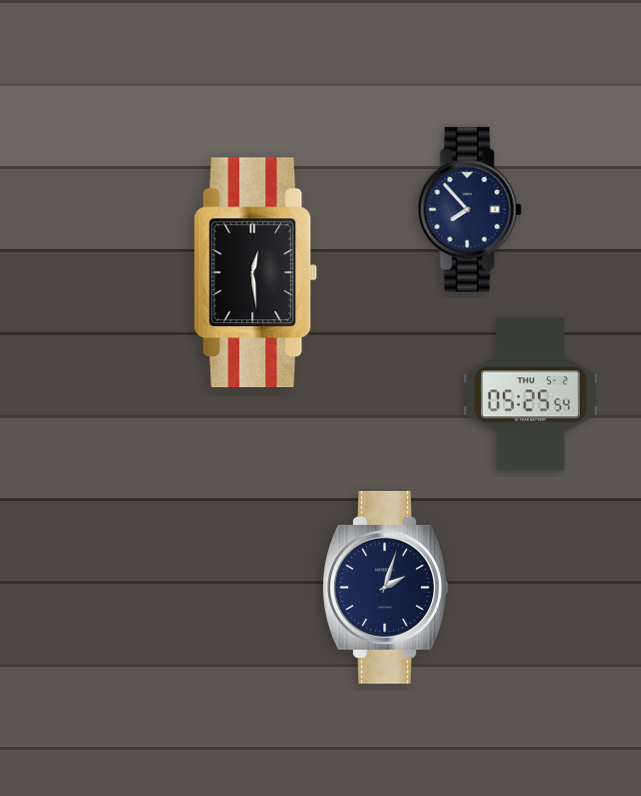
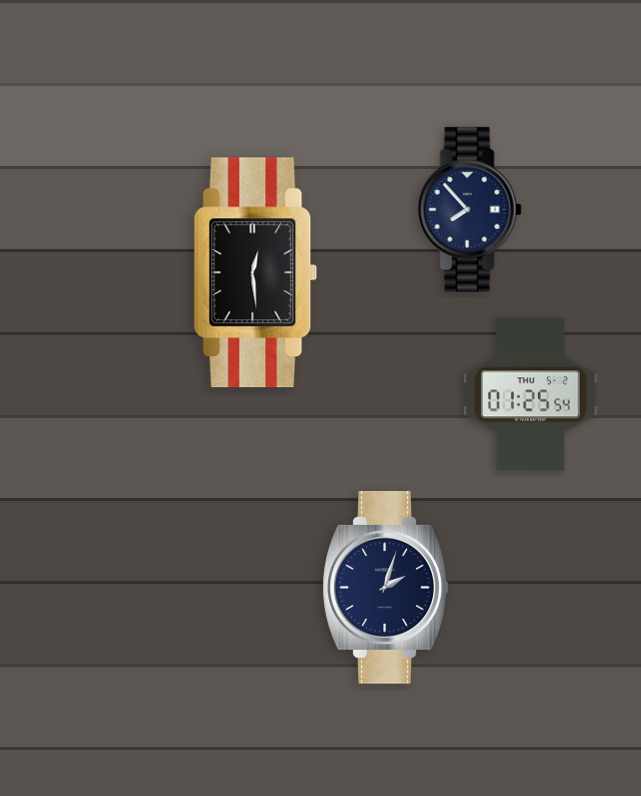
clock at (531, 395): 05:25 -> 01:25
